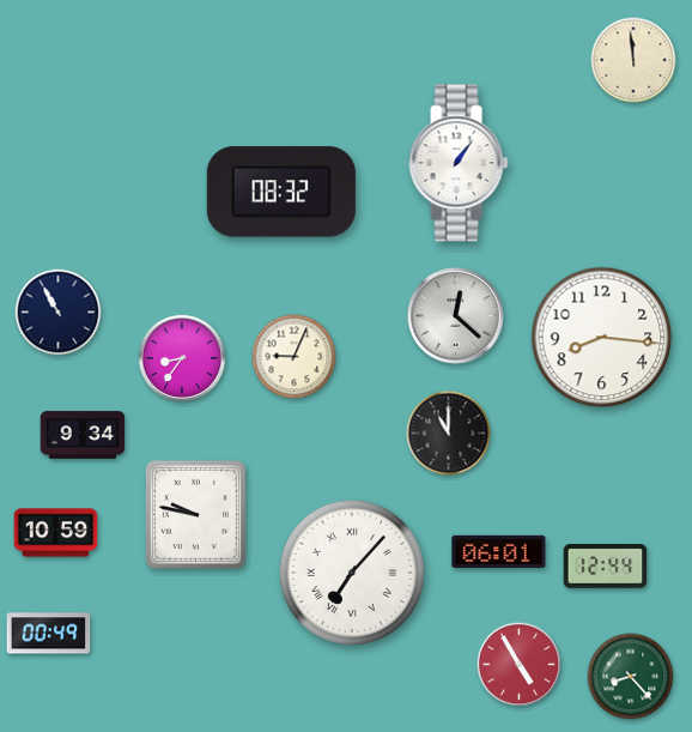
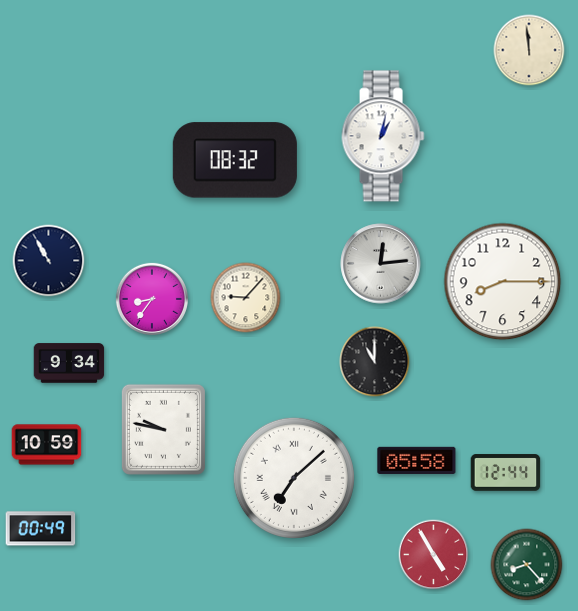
clock at (459, 163): 1:06 -> 1:02
clock at (456, 316): 12:22 -> 12:14
clock at (602, 338): 8:16 -> 8:15
clock at (295, 357): 9:04 -> 9:07
clock at (499, 551): 06:01 -> 05:58
clock at (352, 573): 7:07 -> 7:08
